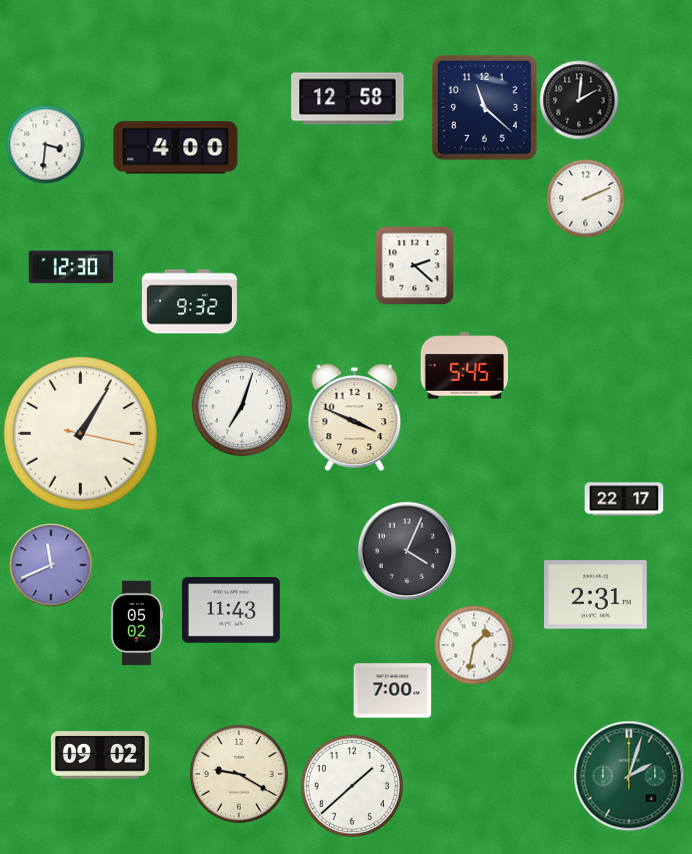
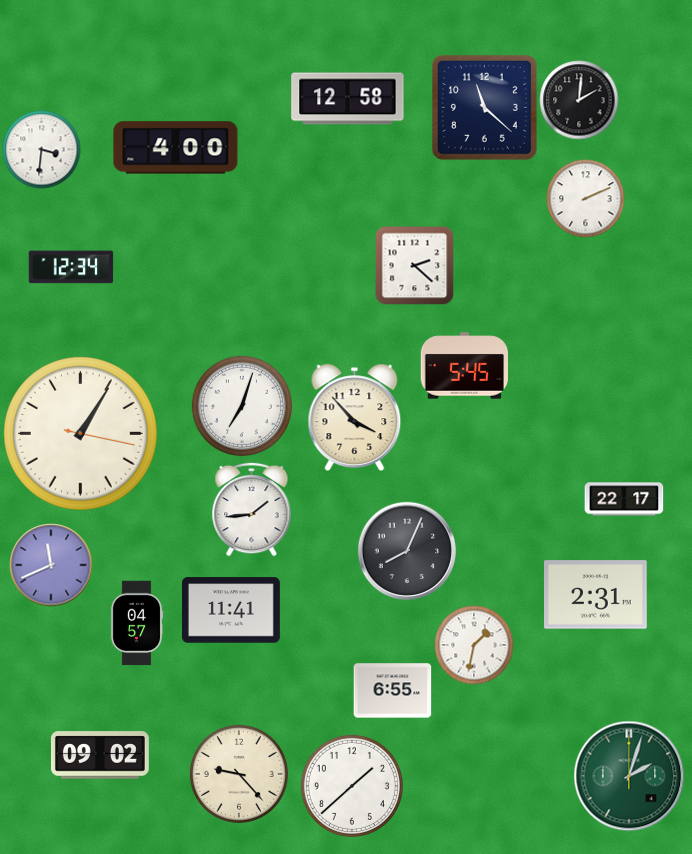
clock at (45, 144) position: (45, 144) -> (41, 149)
clock at (71, 267): 12:30 -> 12:34
clock at (189, 302): 9:32 -> none
clock at (355, 417): 3:49 -> 3:53
clock at (252, 509): none -> 1:44
clock at (407, 551): 4:04 -> 8:04
clock at (231, 610): 11:43 -> 11:41
clock at (137, 623): 05:02 -> 04:57
clock at (392, 691): 7:00 -> 6:55
clock at (239, 774): 9:20 -> 9:23
